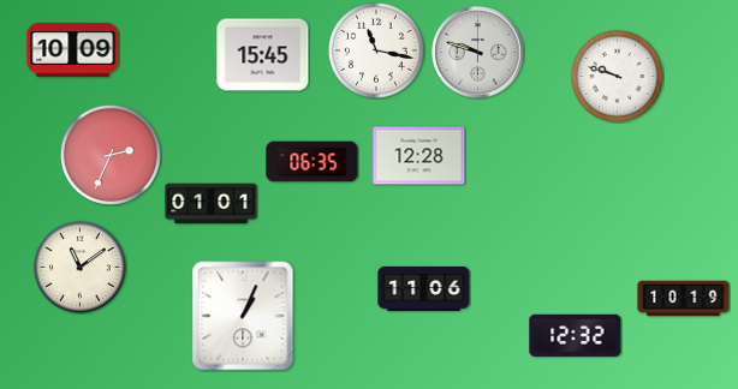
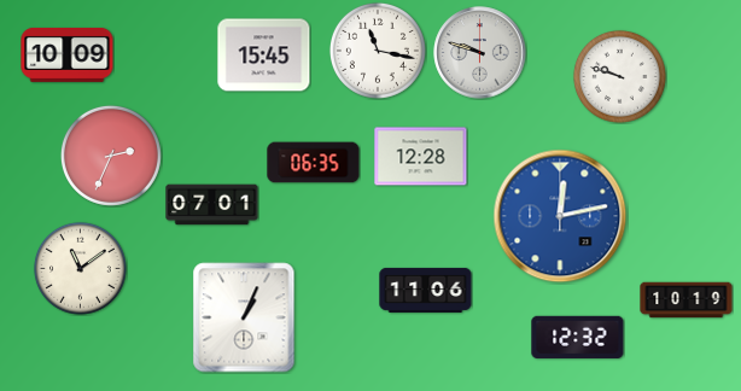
clock at (73, 49) position: (73, 49) -> (68, 54)
clock at (212, 204): 01:01 -> 07:01
clock at (560, 216): none -> 12:13
